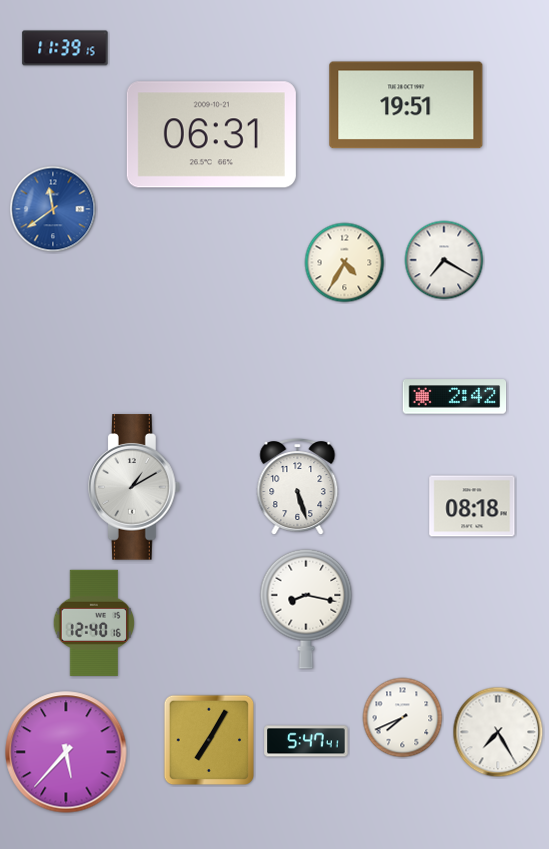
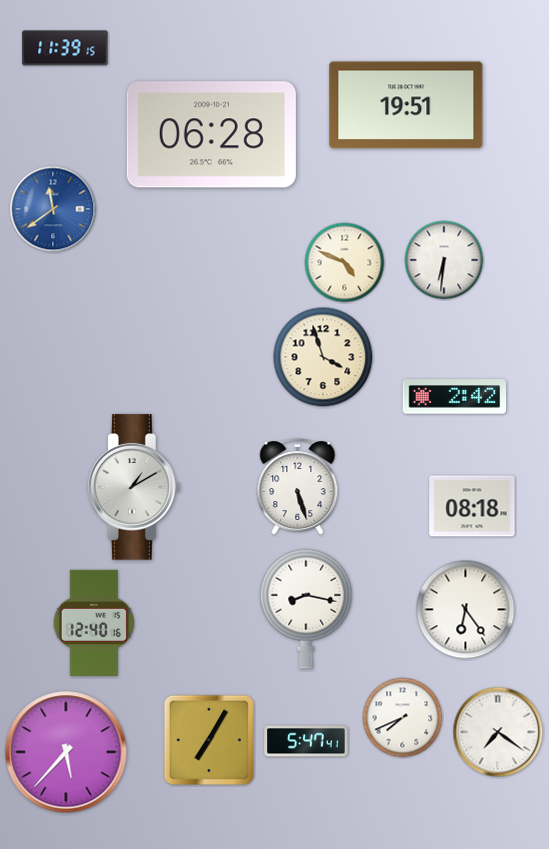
clock at (211, 135): 06:31 -> 06:28
clock at (444, 260): 7:20 -> 6:31
clock at (345, 263): 4:35 -> 4:49
clock at (323, 357): none -> 3:57
clock at (466, 610): none -> 6:24
clock at (498, 732): 7:25 -> 7:21
